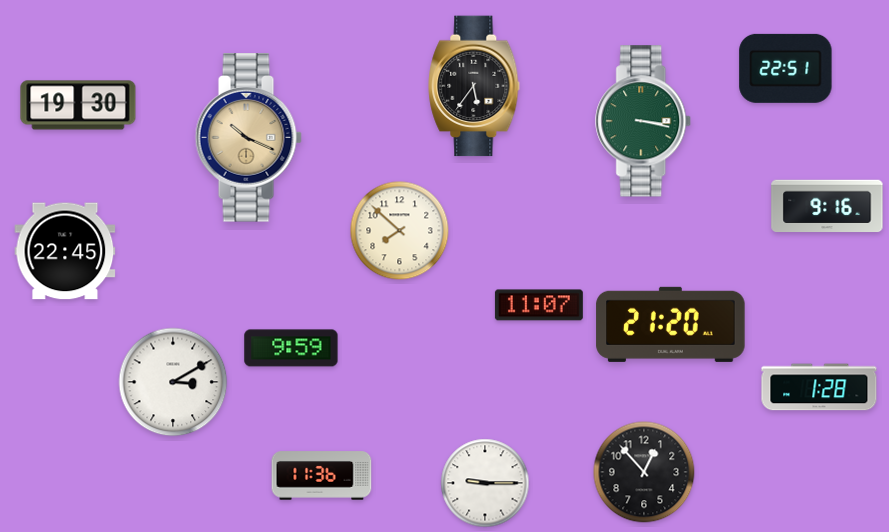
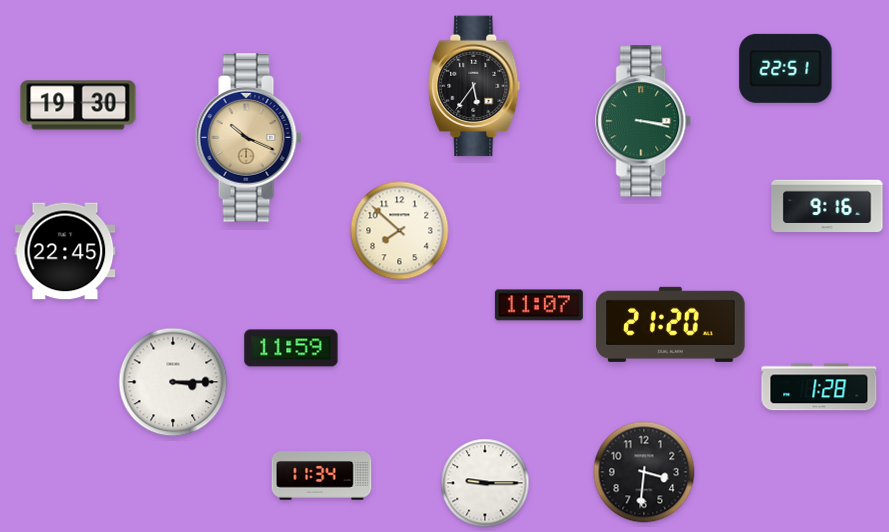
clock at (291, 348): 9:59 -> 11:59
clock at (173, 382): 3:10 -> 3:15
clock at (644, 472): 12:53 -> 3:31
clock at (322, 476): 11:36 -> 11:34
